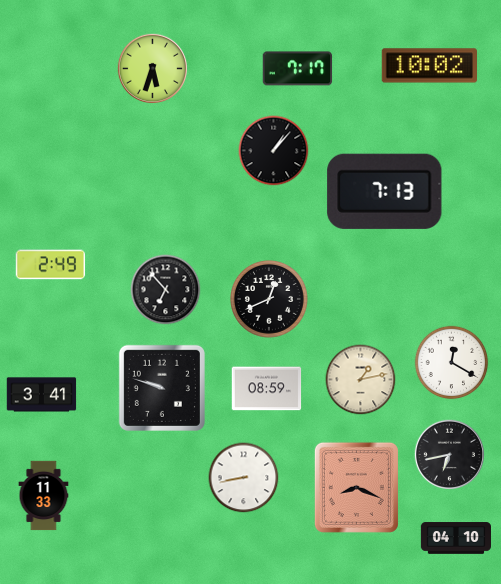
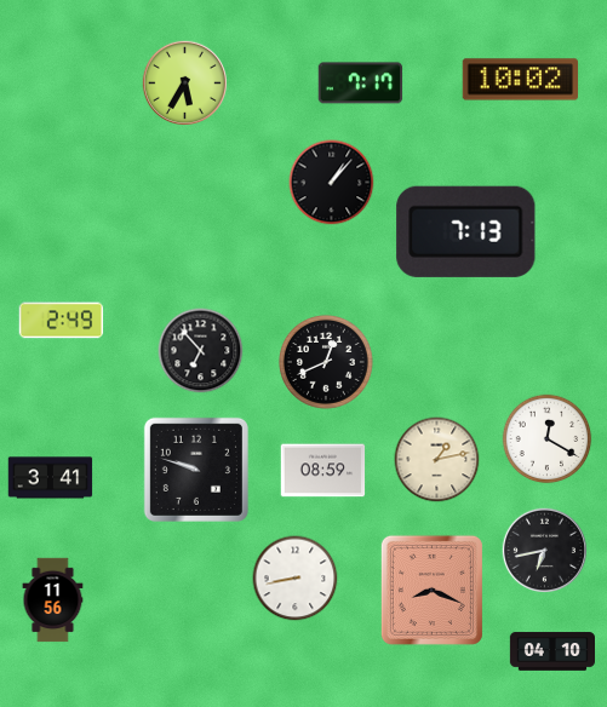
clock at (152, 68): 5:33 -> 5:35
clock at (44, 496): 11:33 -> 11:56
